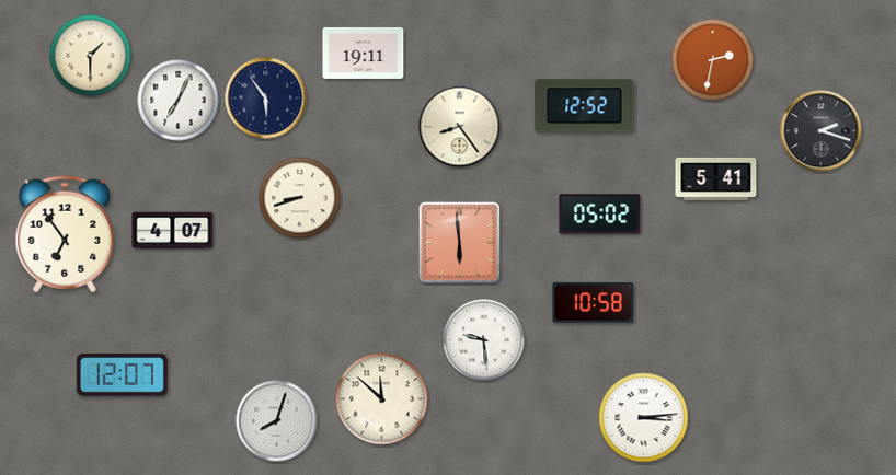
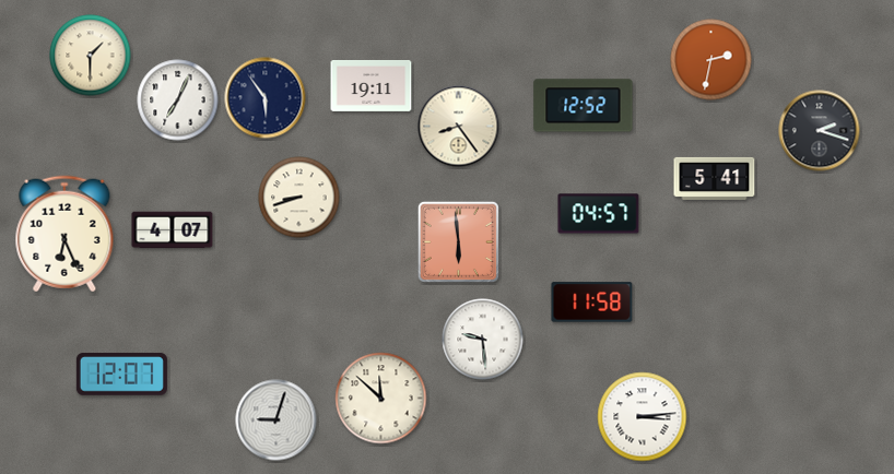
clock at (364, 53) position: (364, 53) -> (372, 85)
clock at (600, 215): 05:02 -> 04:57
clock at (65, 234): 6:54 -> 6:26
clock at (594, 303): 10:58 -> 11:58
clock at (277, 421): 8:03 -> 9:03
